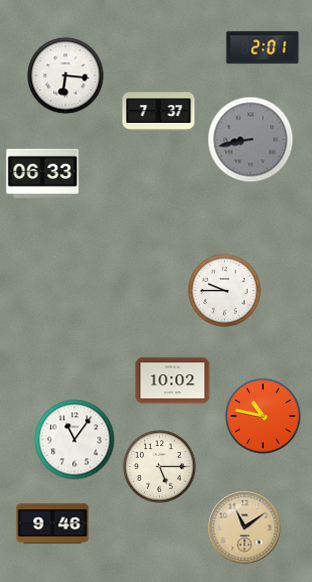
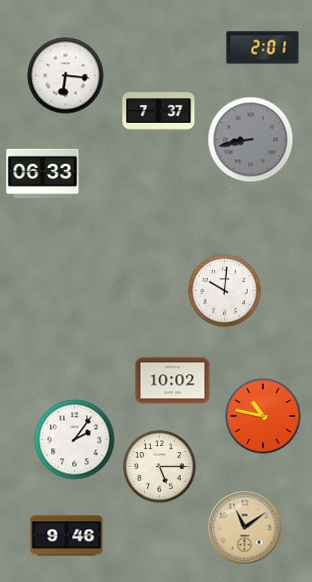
clock at (225, 291): 9:45 -> 10:01
clock at (75, 440): 11:06 -> 2:06
clock at (53, 524) position: (53, 524) -> (67, 536)
